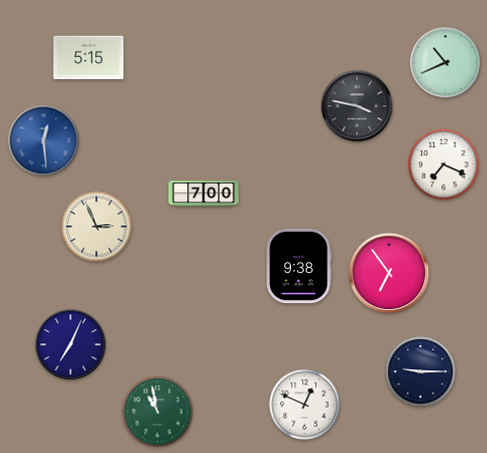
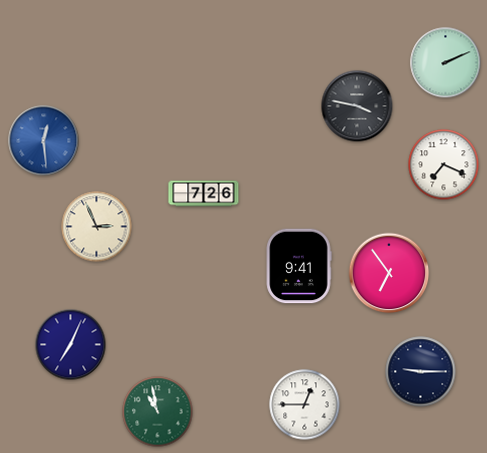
clock at (89, 58): 5:15 -> none
clock at (446, 63): 10:41 -> 2:11
clock at (204, 194): 7:00 -> 7:26
clock at (299, 266): 9:38 -> 9:41
clock at (305, 405): 12:49 -> 12:45
